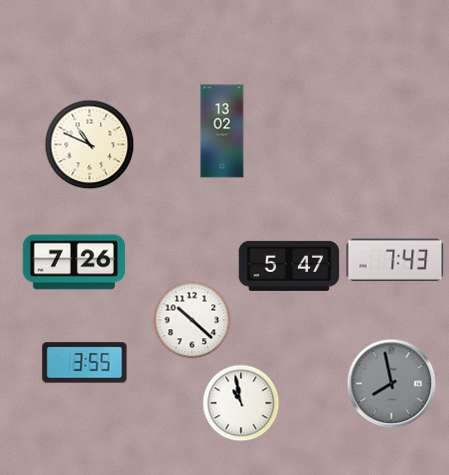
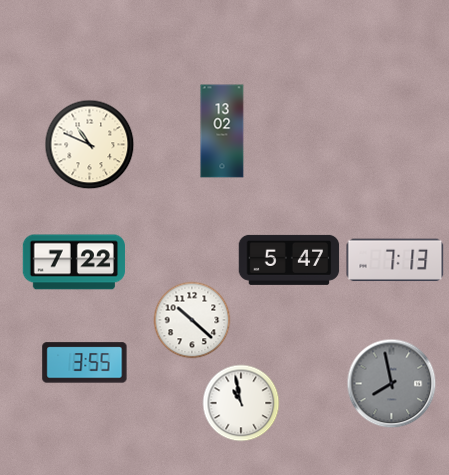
clock at (395, 260): 7:43 -> 7:13
clock at (73, 262): 7:26 -> 7:22
clock at (289, 266) position: (289, 266) -> (289, 260)
